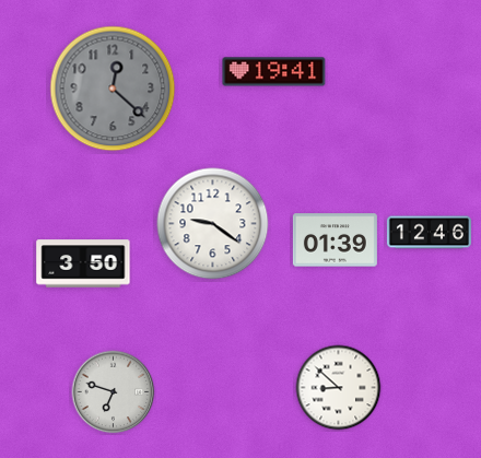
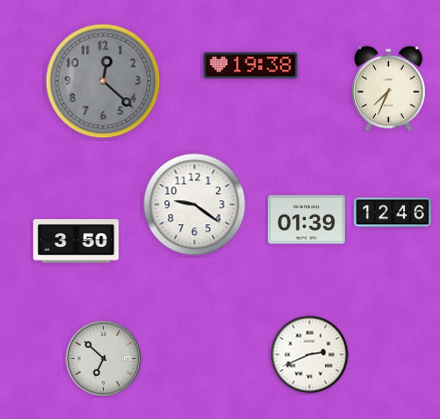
clock at (274, 72): 19:41 -> 19:38
clock at (389, 89): none -> 7:34
clock at (339, 388): 8:52 -> 2:41
clock at (114, 392): 6:48 -> 6:52
